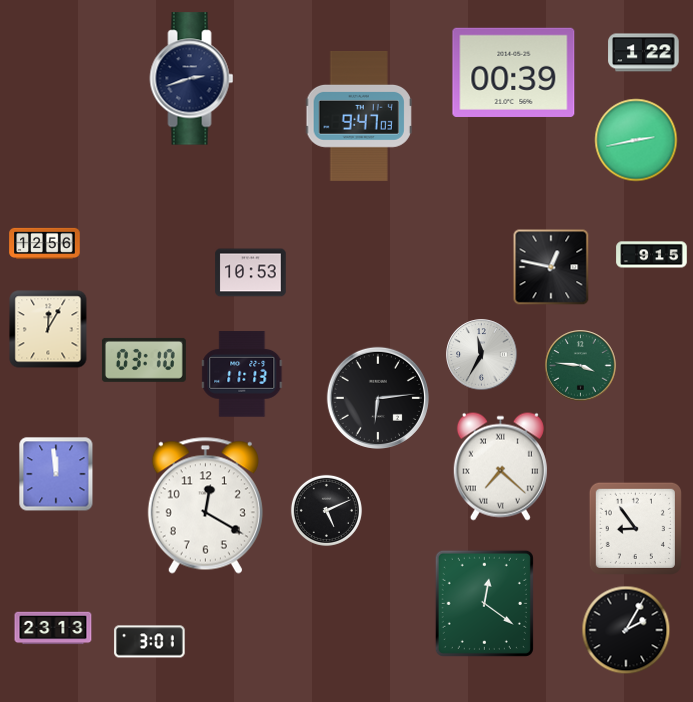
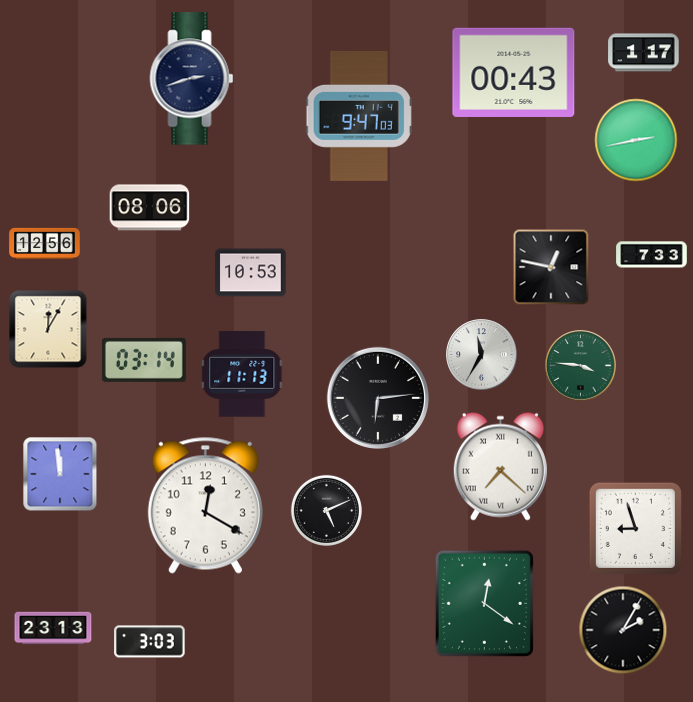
clock at (644, 53): 1:22 -> 1:17
clock at (514, 72): 00:39 -> 00:43
clock at (150, 208): none -> 08:06
clock at (652, 255): 9:15 -> 7:33
clock at (144, 360): 03:10 -> 03:14
clock at (56, 474) position: (56, 474) -> (60, 474)
clock at (635, 528): 8:54 -> 8:57
clock at (626, 630) position: (626, 630) -> (623, 630)
clock at (150, 642): 3:01 -> 3:03
